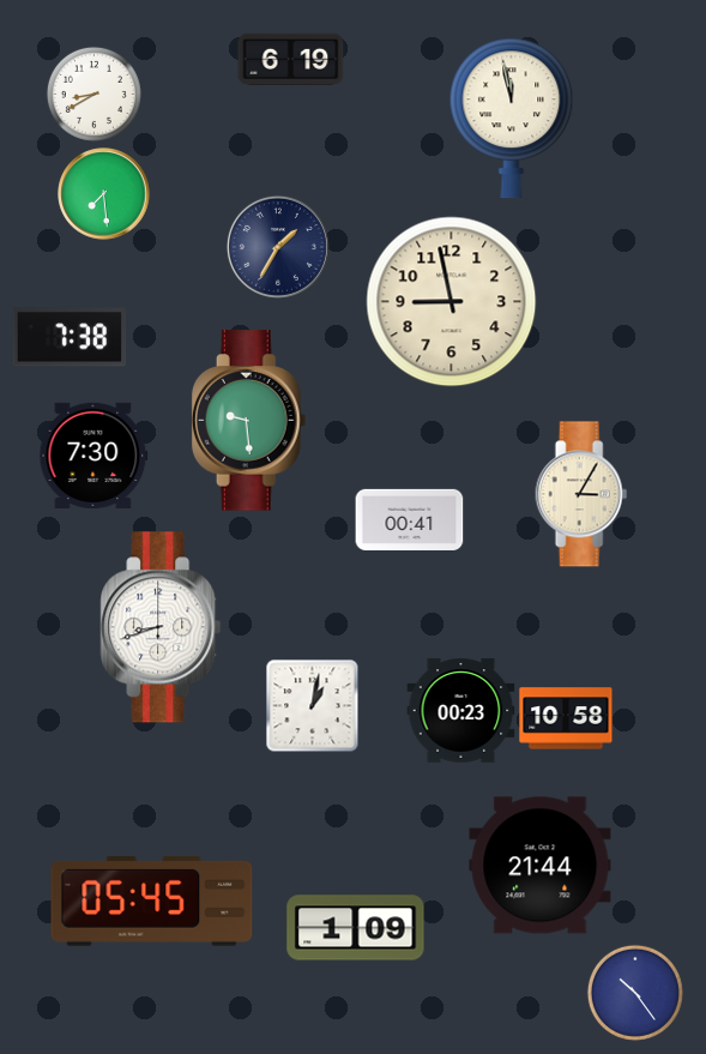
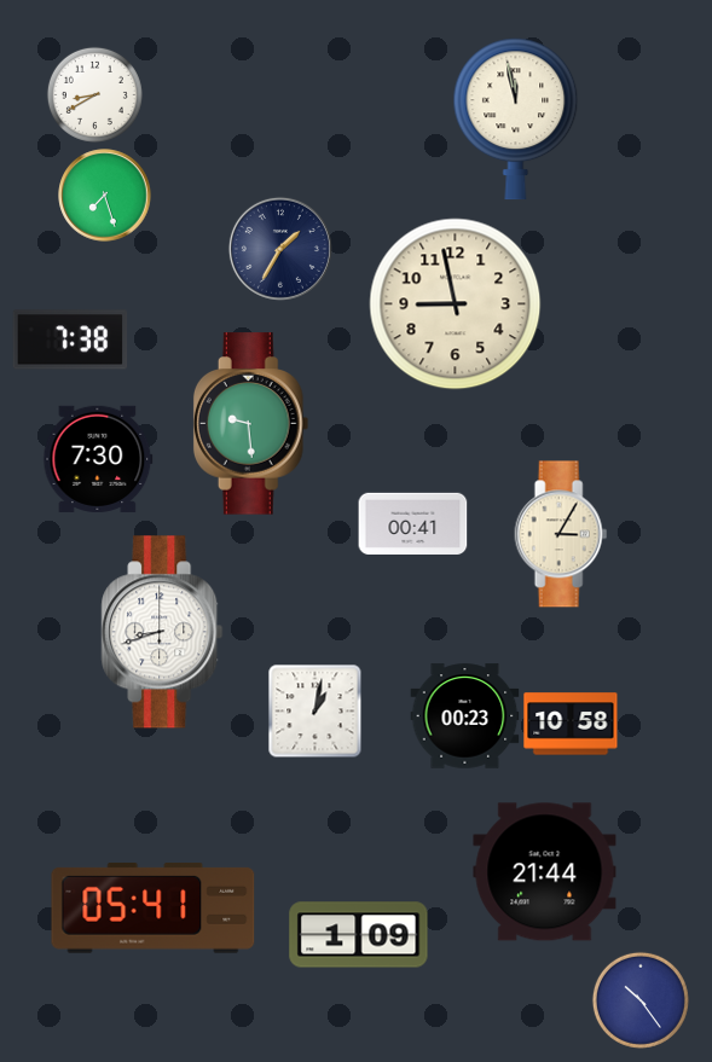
clock at (291, 59): 6:19 -> none
clock at (104, 194): 7:29 -> 7:27
clock at (93, 456) position: (93, 456) -> (98, 459)
clock at (581, 494) position: (581, 494) -> (561, 534)
clock at (152, 902): 05:45 -> 05:41
